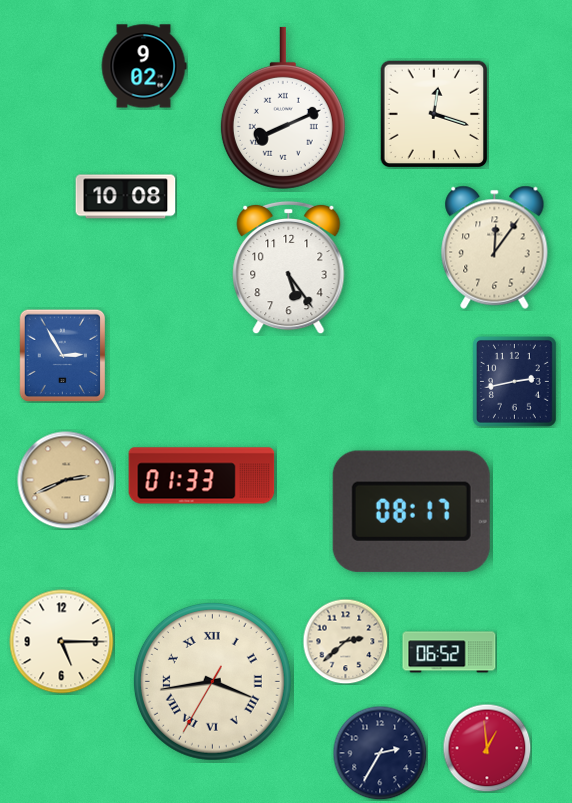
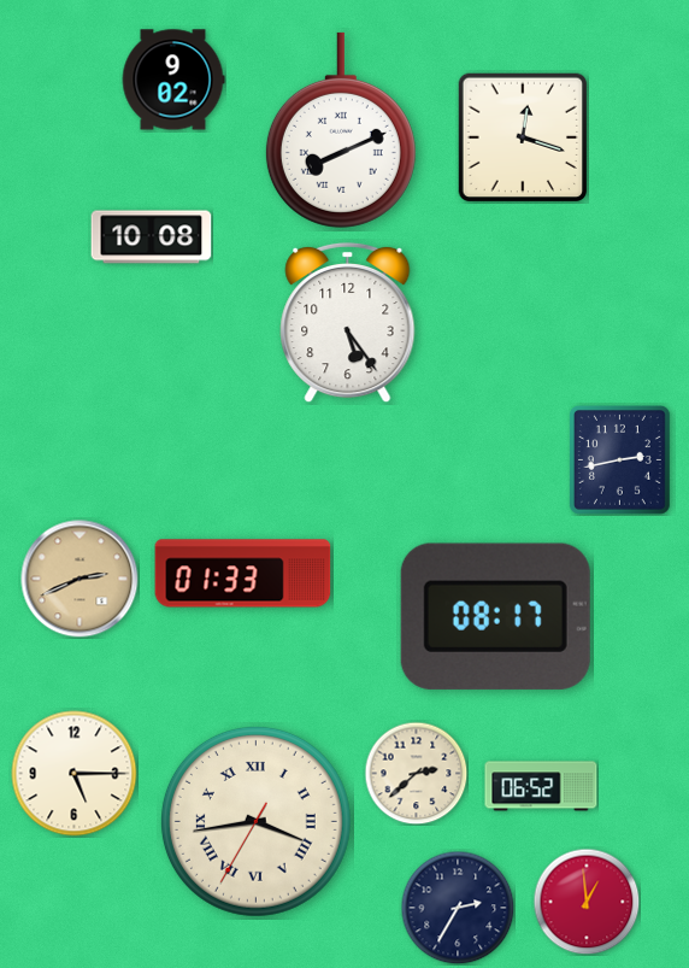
clock at (495, 247): 12:06 -> none
clock at (63, 355): 2:55 -> none
